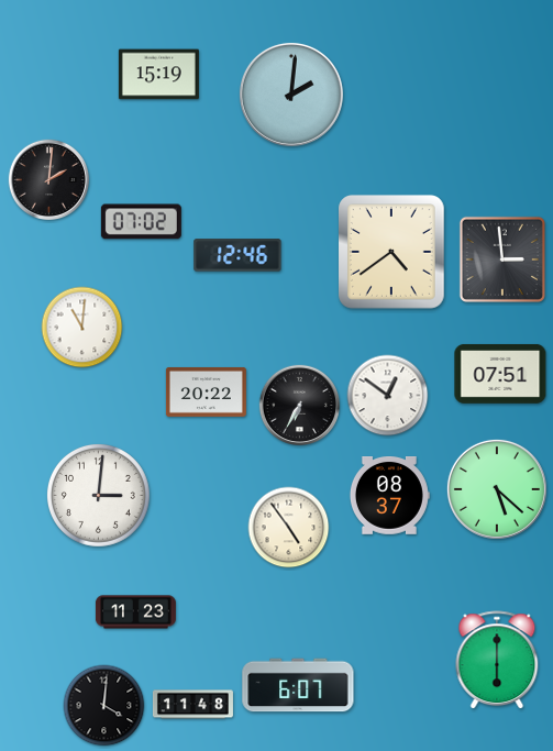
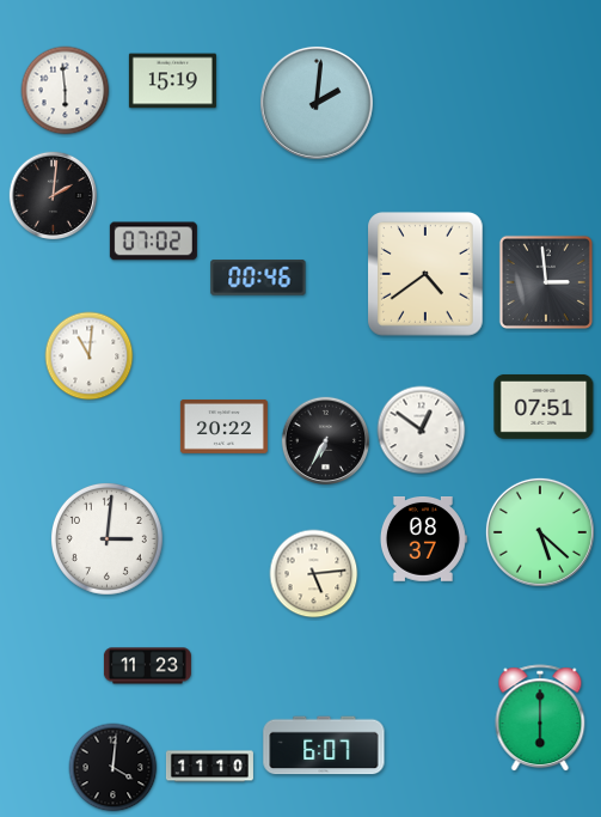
clock at (66, 91): none -> 5:59
clock at (237, 255): 12:46 -> 00:46
clock at (289, 528): 4:54 -> 5:14
clock at (192, 705): 11:48 -> 11:10
